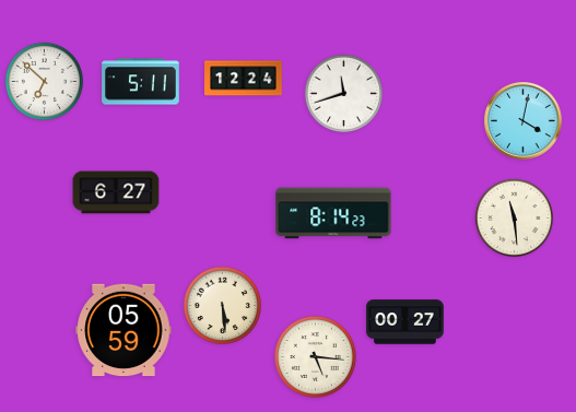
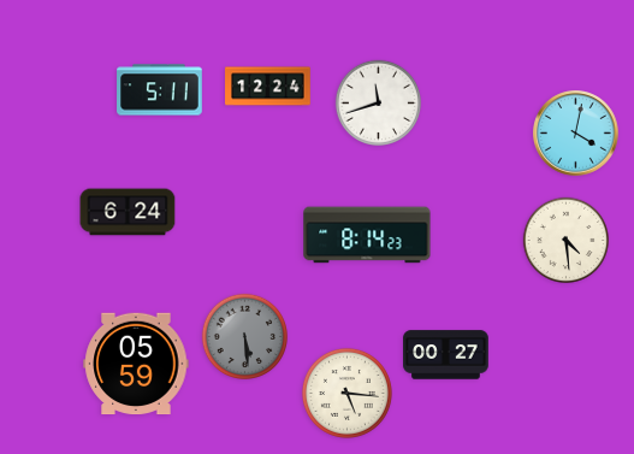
clock at (44, 81): 6:52 -> none
clock at (141, 82) position: (141, 82) -> (160, 90)
clock at (116, 192): 6:27 -> 6:24
clock at (514, 217): 11:29 -> 4:29
clock at (222, 305) dial: cream -> grey
